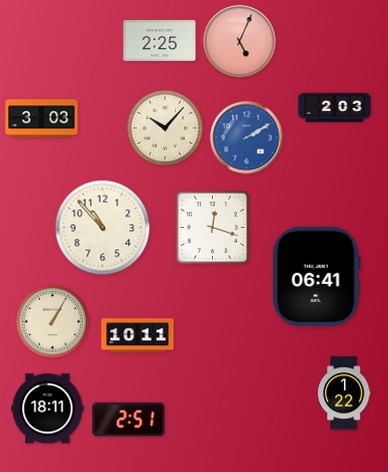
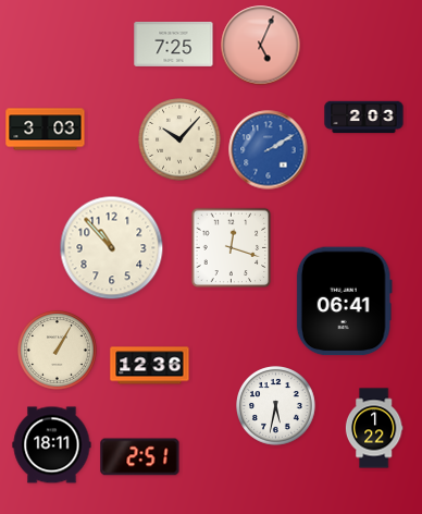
clock at (160, 40): 2:25 -> 7:25
clock at (138, 336): 10:11 -> 12:36
clock at (276, 406): none -> 5:32
